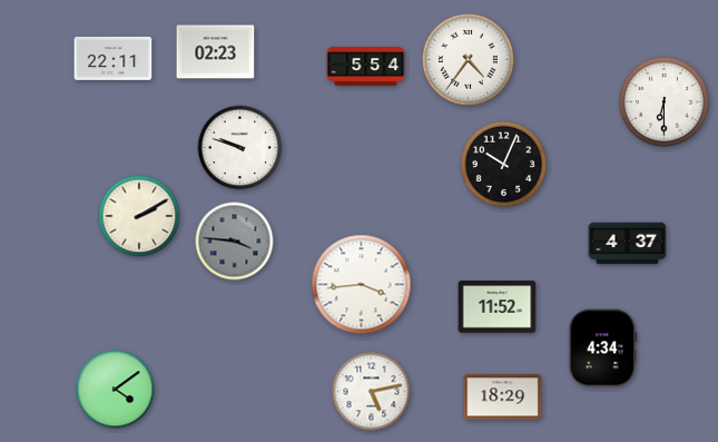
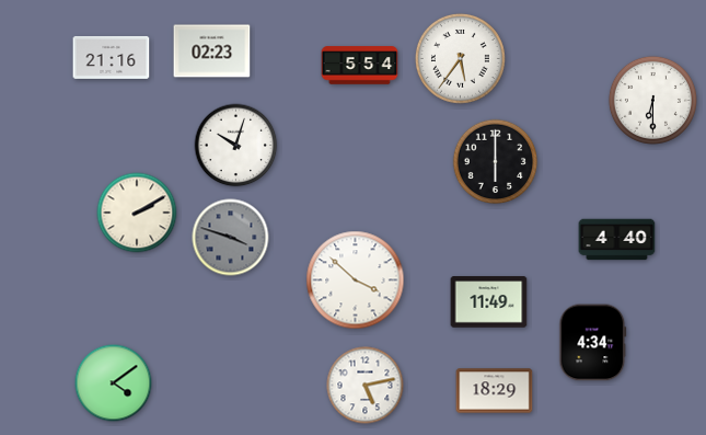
clock at (114, 58): 22:11 -> 21:16
clock at (468, 59): 4:36 -> 5:36
clock at (240, 148): 9:48 -> 10:03
clock at (504, 165): 10:04 -> 6:00
clock at (235, 242): 3:46 -> 3:48
clock at (628, 244): 4:37 -> 4:40
clock at (362, 285): 3:44 -> 3:52
clock at (498, 307): 11:52 -> 11:49
